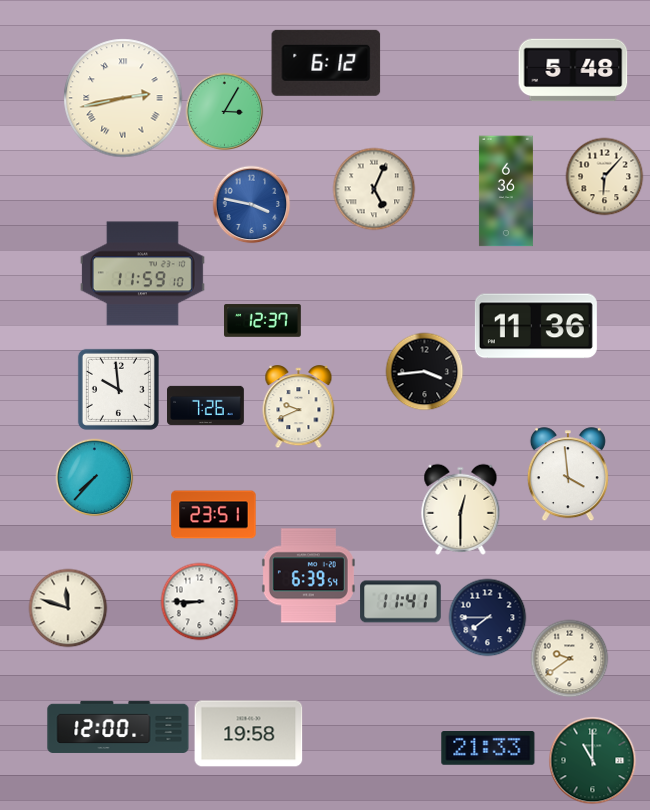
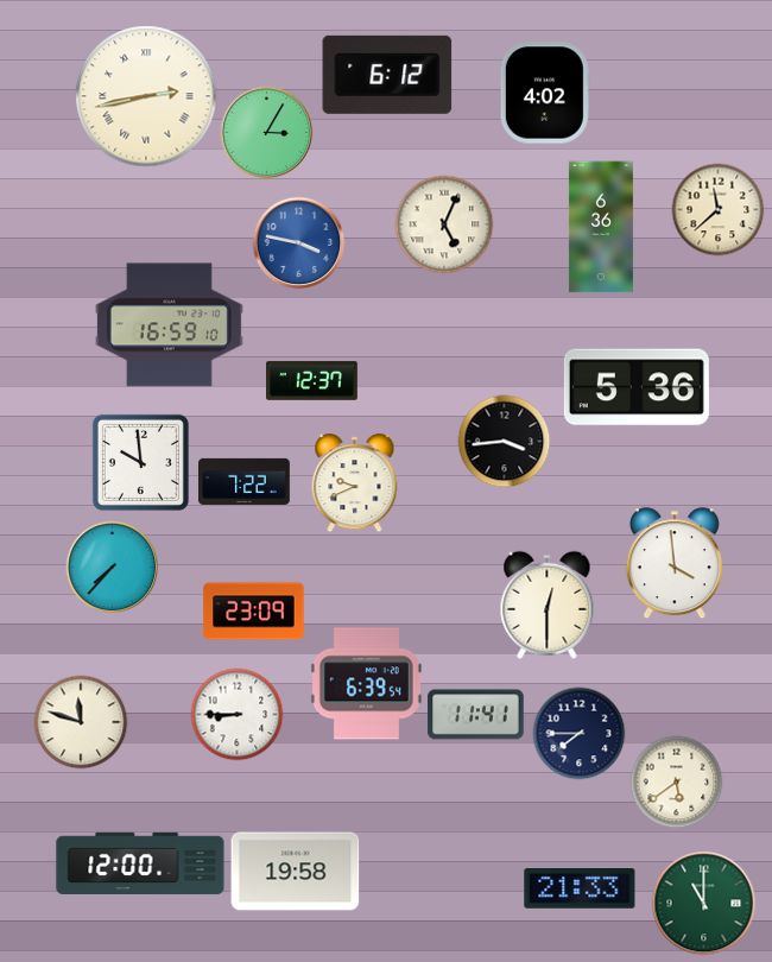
clock at (573, 70): 5:48 -> none
clock at (545, 93): none -> 4:02
clock at (123, 98) position: (123, 98) -> (146, 96)
clock at (604, 176): 6:07 -> 11:38
clock at (142, 274): 11:59 -> 16:59
clock at (536, 326): 11:36 -> 5:36
clock at (206, 405): 7:26 -> 7:22
clock at (214, 515): 23:51 -> 23:09
clock at (569, 658): 9:39 -> 5:39
